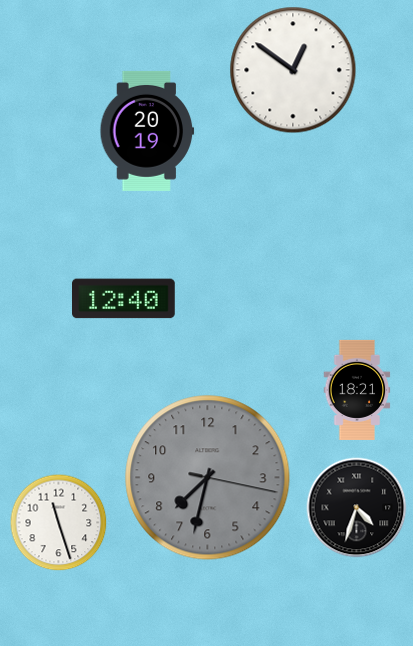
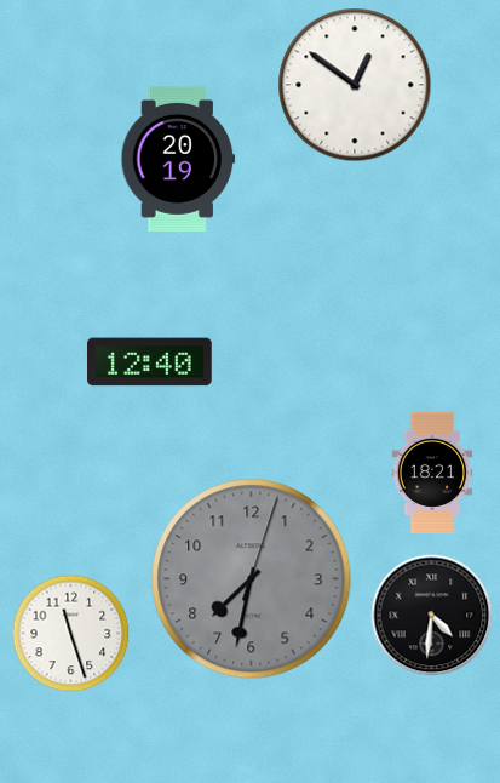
clock at (208, 478): 7:32:17 -> 7:32:03
clock at (357, 508): 4:33 -> 4:31
